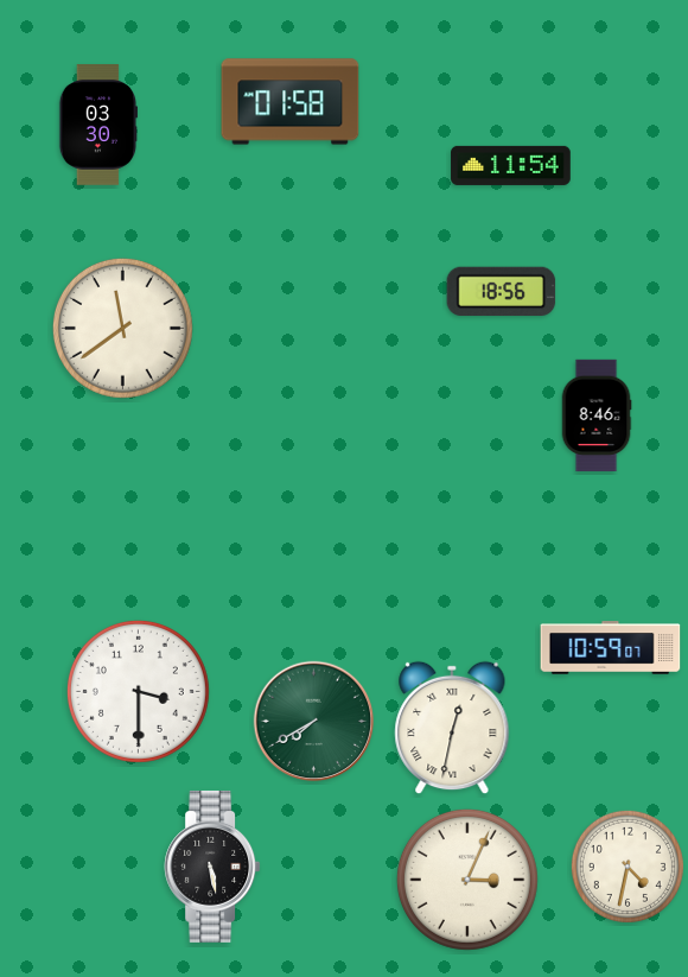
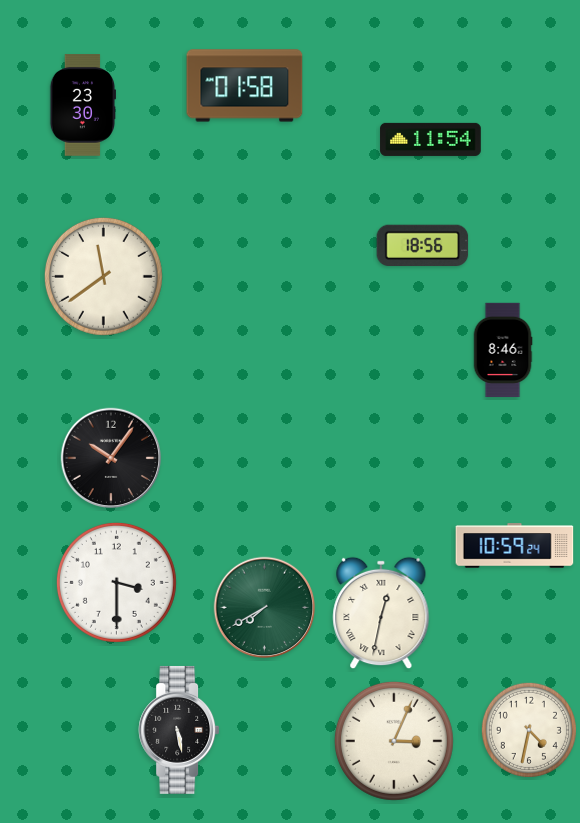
clock at (97, 125): 03:30 -> 23:30
clock at (111, 458): none -> 10:06
clock at (611, 648): 10:59:07 -> 10:59:24
